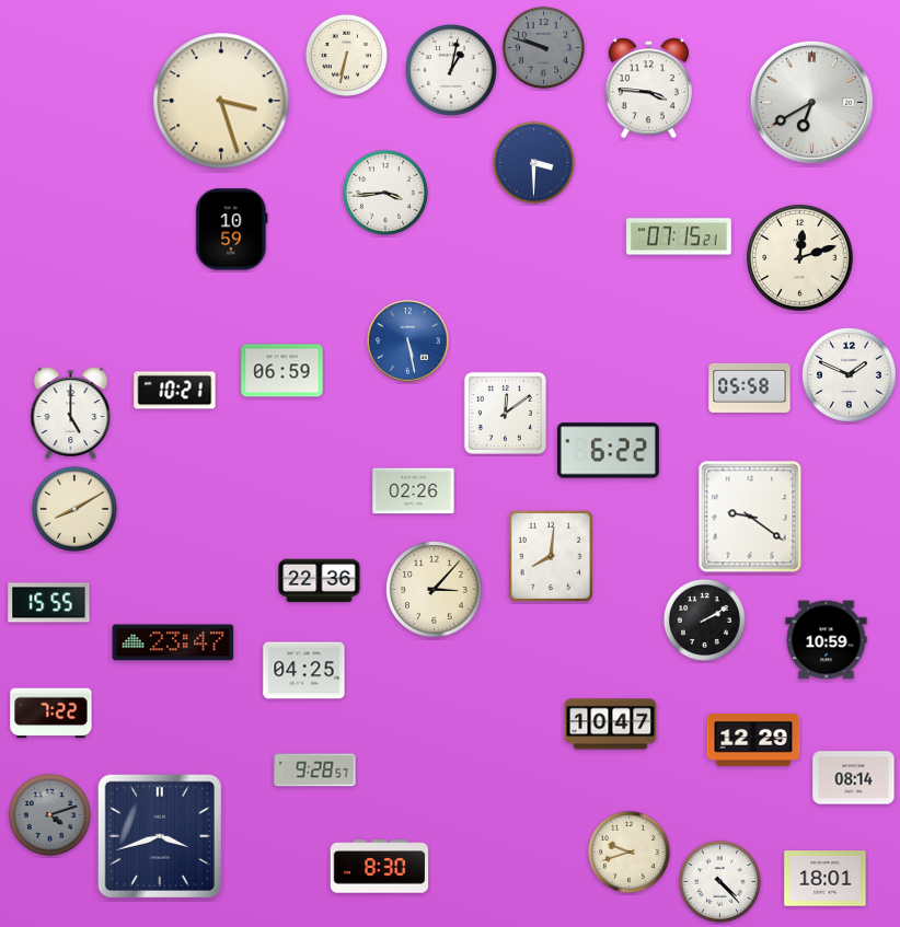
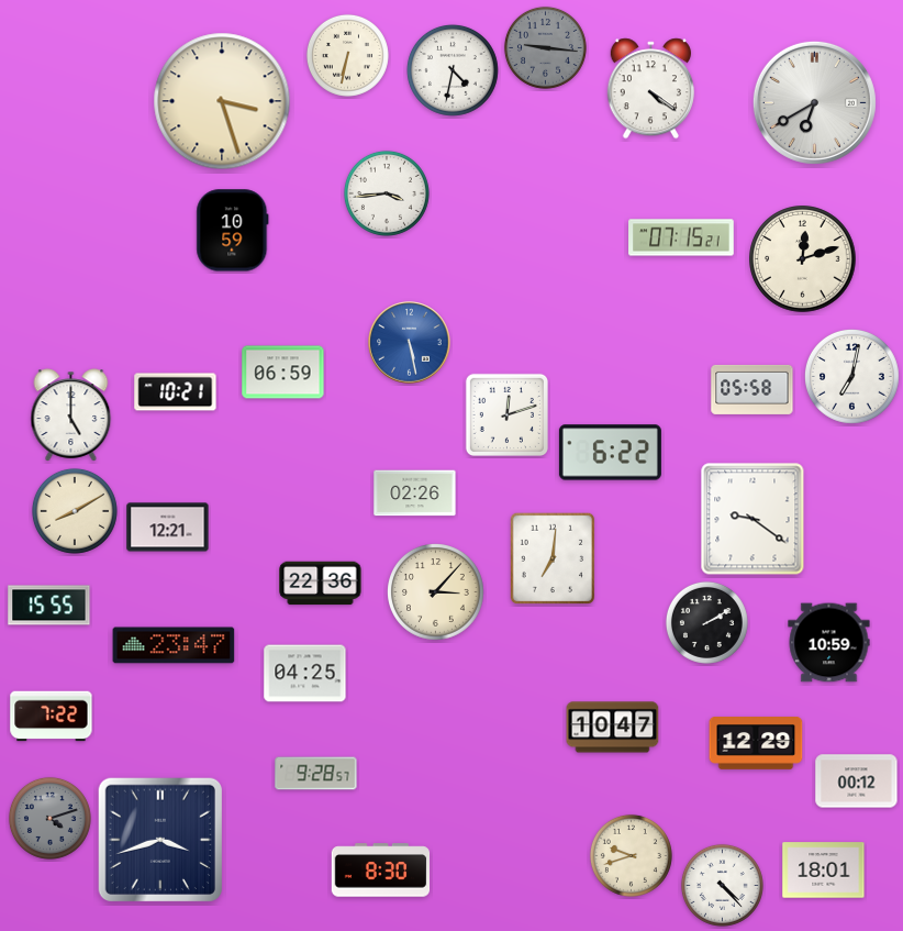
clock at (543, 47): 9:48 -> 9:16
clock at (451, 70): 1:02 -> 4:32
clock at (648, 89): 3:46 -> 4:21
clock at (533, 162): 3:30 -> none
clock at (850, 375): 1:49 -> 7:02
clock at (505, 413): 12:09 -> 12:12
clock at (168, 528): none -> 12:21
clock at (551, 556): 8:01 -> 7:01
clock at (854, 778): 08:14 -> 00:12
clock at (826, 879) position: (826, 879) -> (824, 871)
